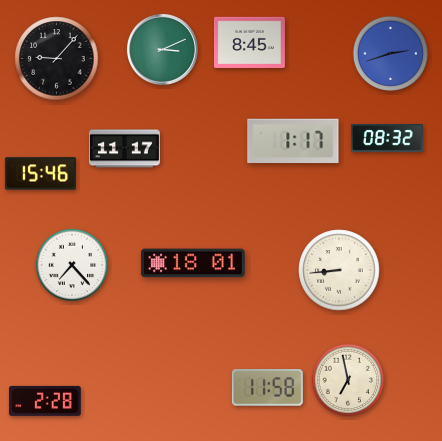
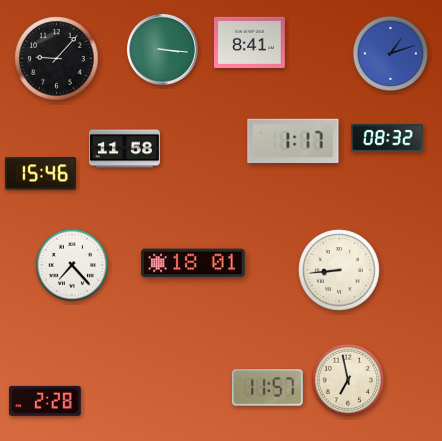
clock at (249, 42): 8:45 -> 8:41
clock at (162, 49): 3:11 -> 3:16
clock at (390, 53): 2:42 -> 1:12
clock at (124, 149): 11:17 -> 11:58
clock at (267, 388): 11:58 -> 11:57
